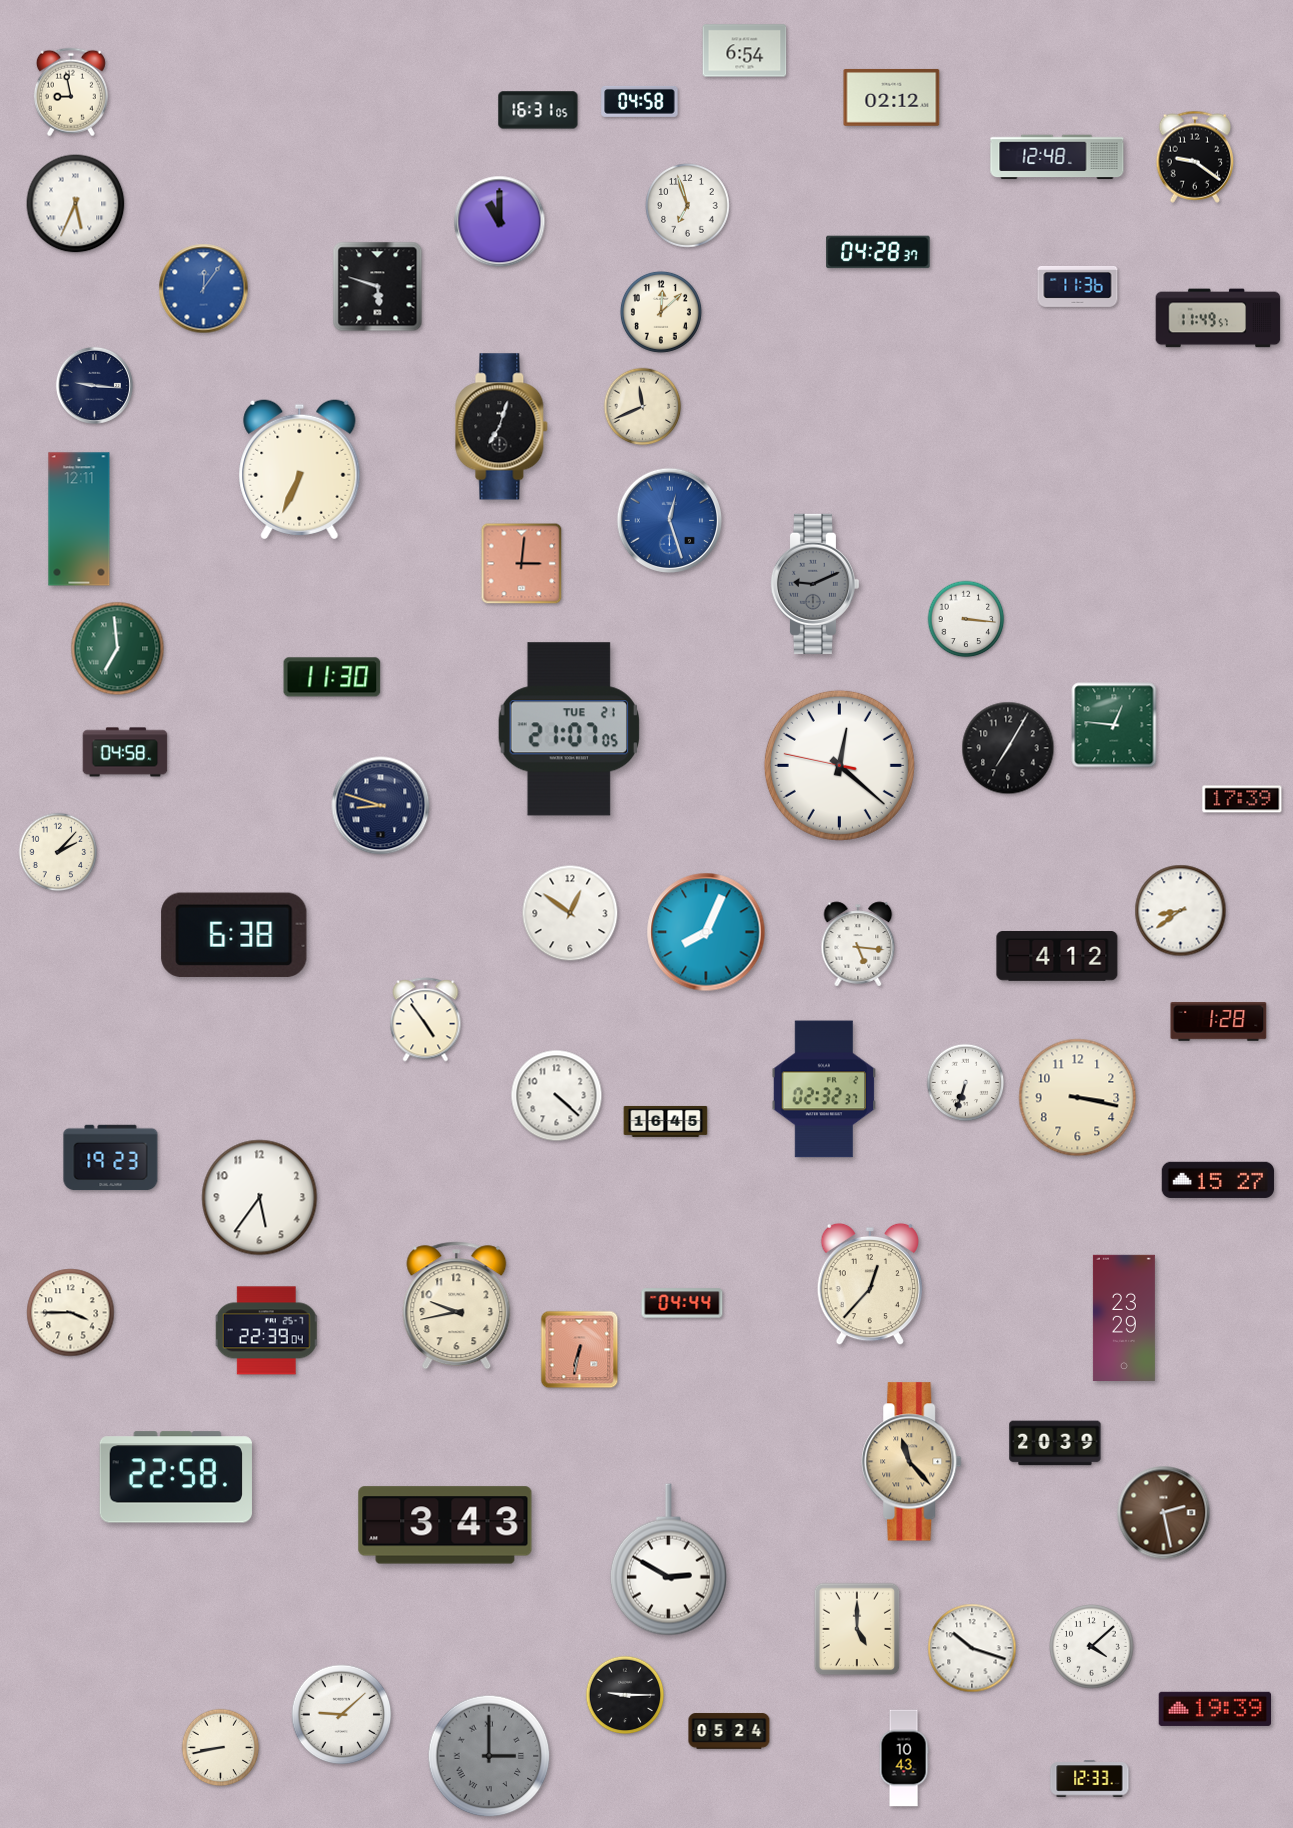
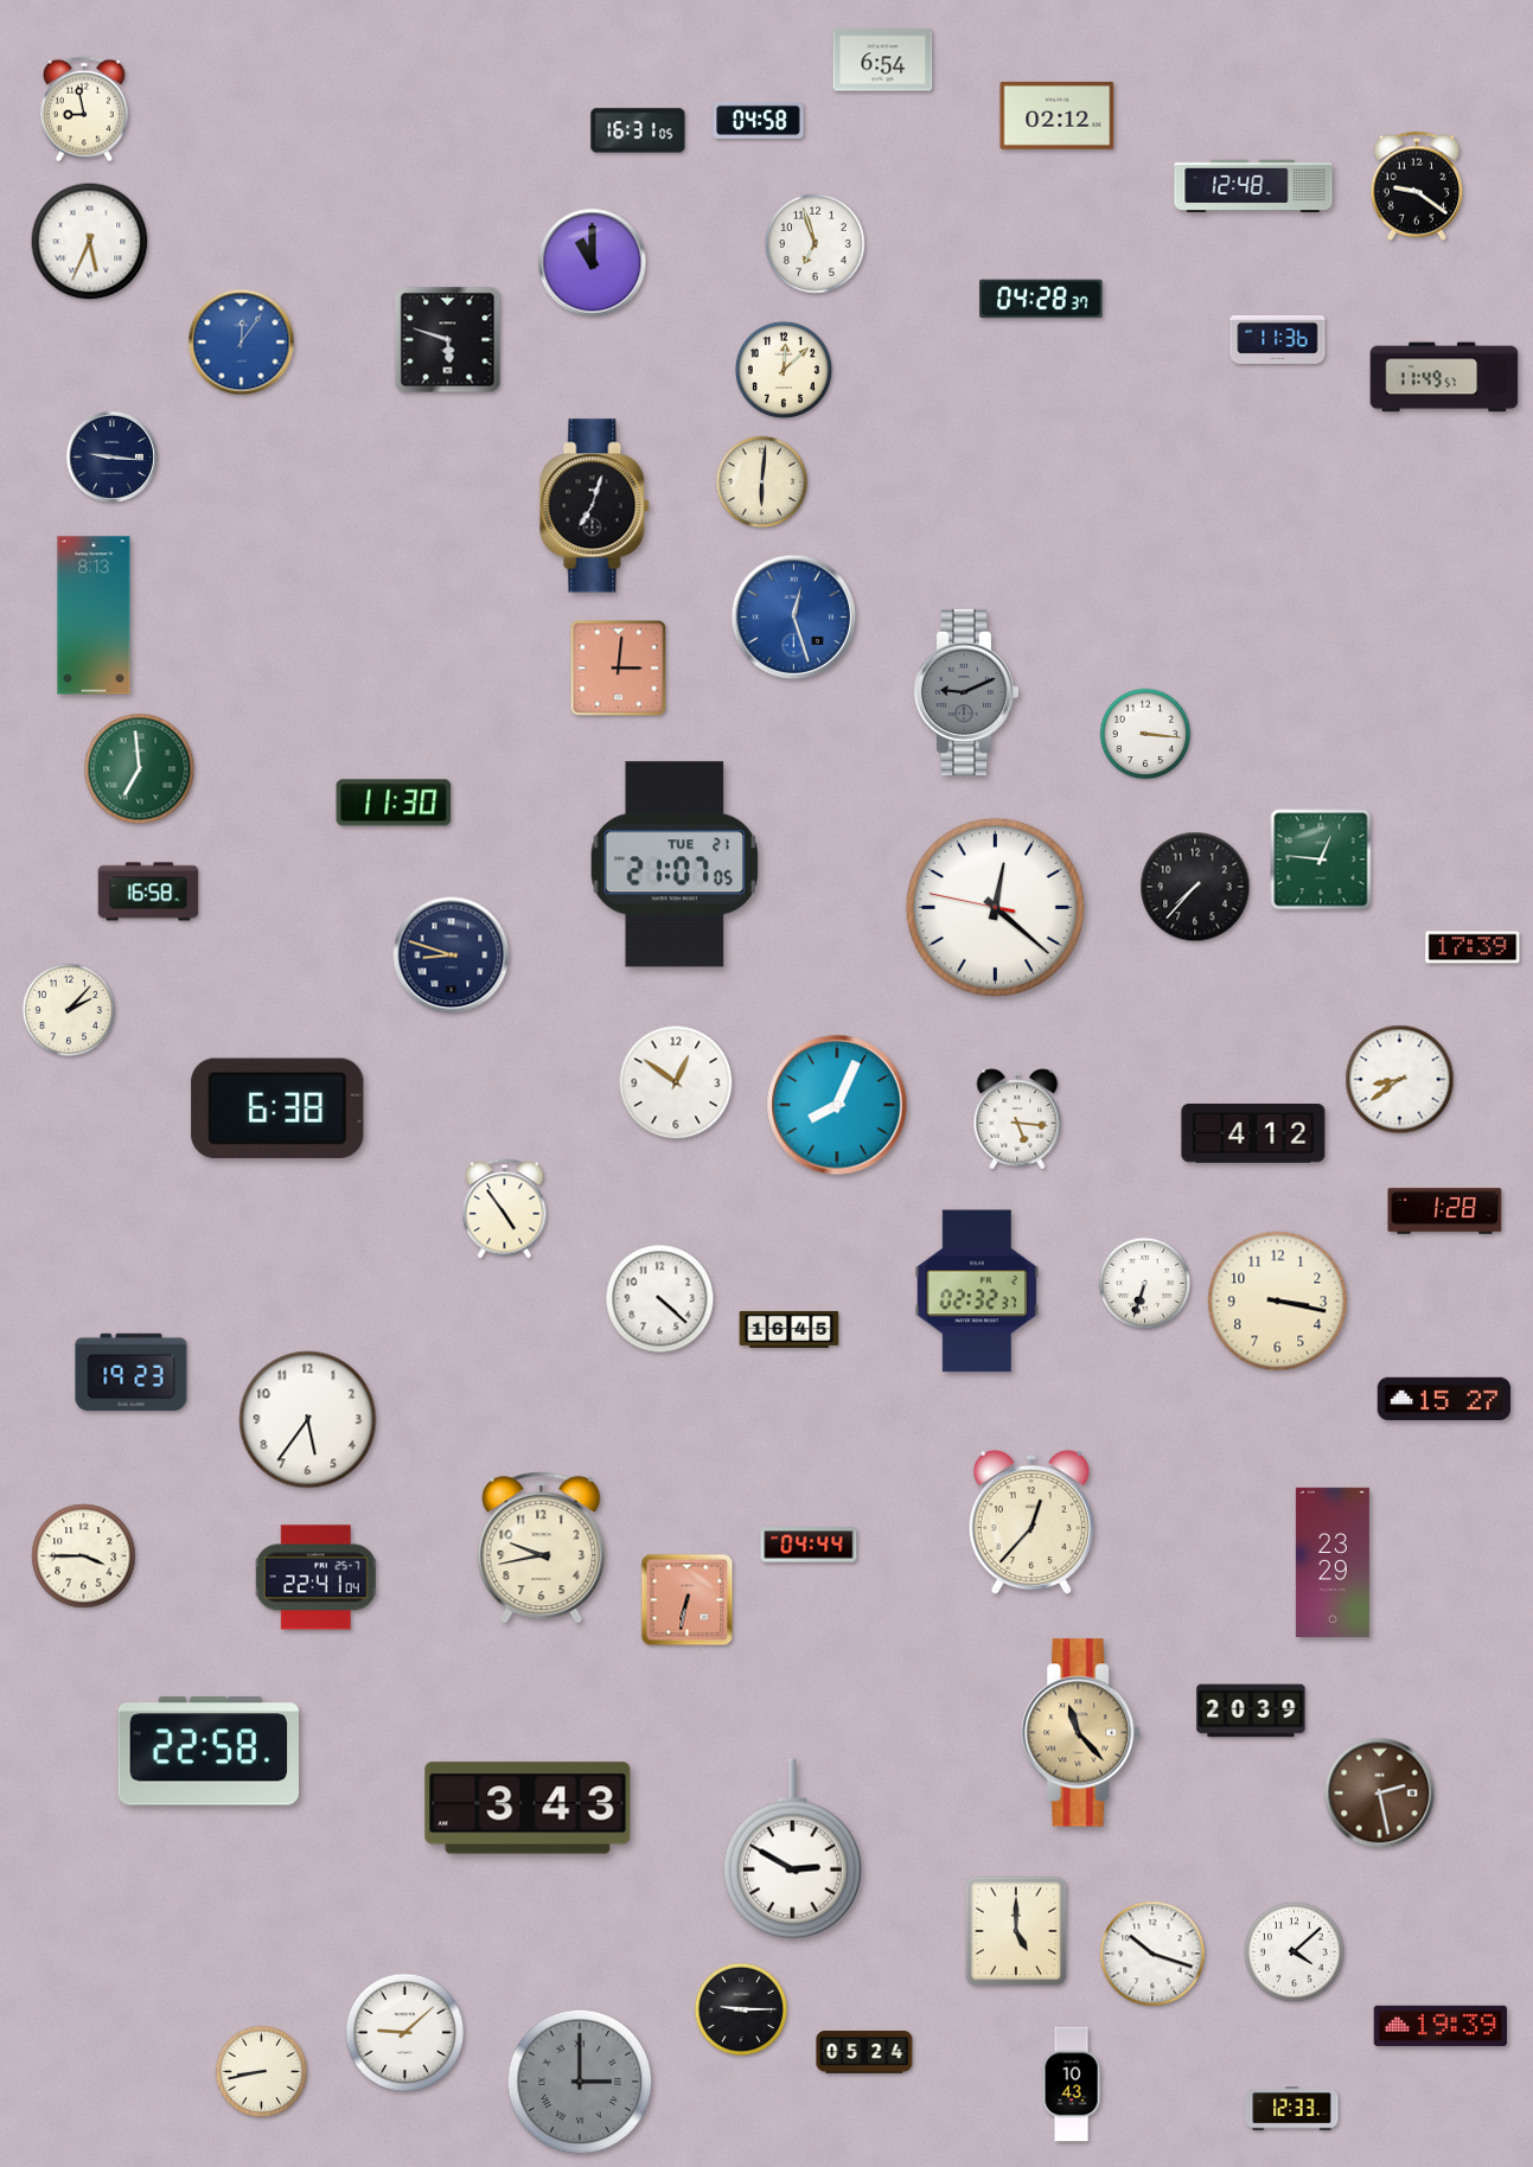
clock at (643, 407): 11:41 -> 6:01
clock at (300, 470): 6:34 -> none
clock at (79, 519): 12:11 -> 8:13
clock at (1008, 748): 7:05 -> 7:37
clock at (125, 752): 04:58 -> 16:58
clock at (267, 1331): 22:39 -> 22:41
